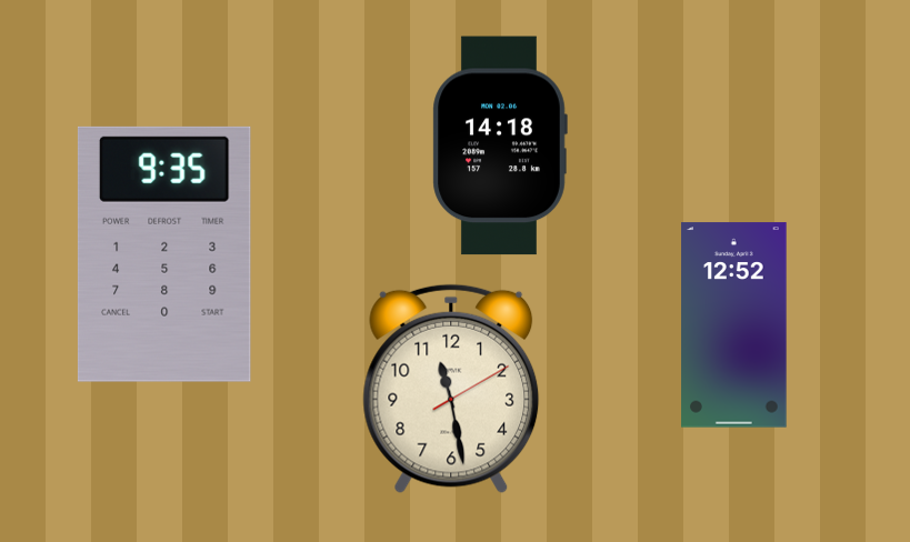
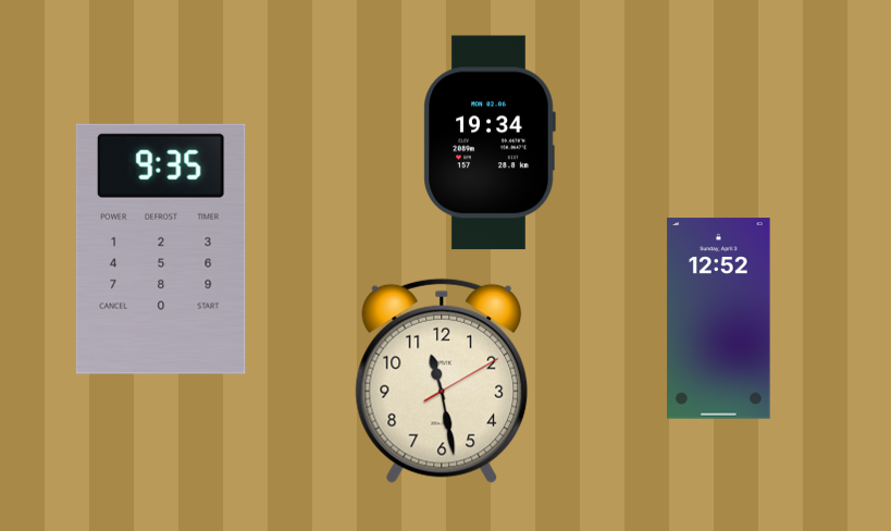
clock at (500, 145): 14:18 -> 19:34
